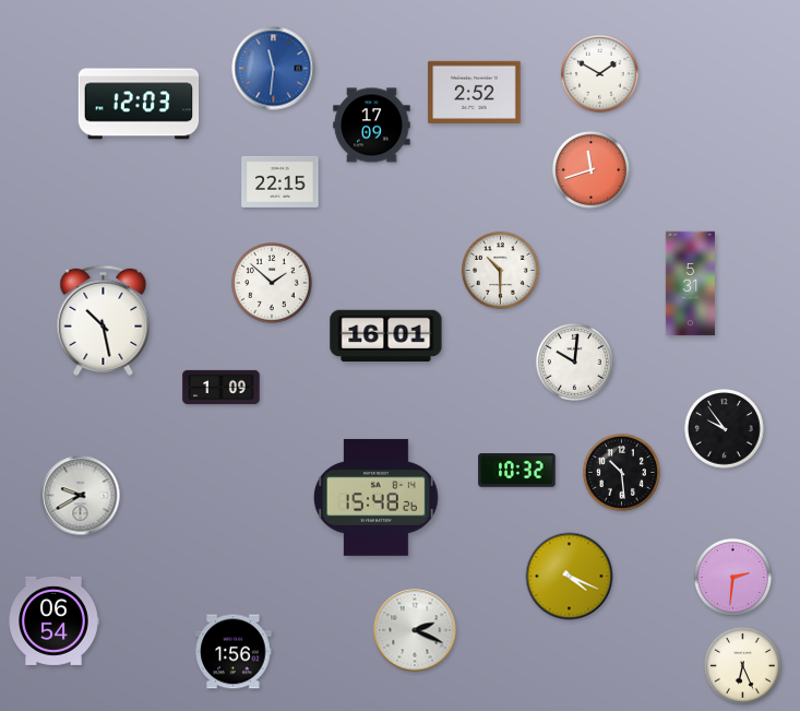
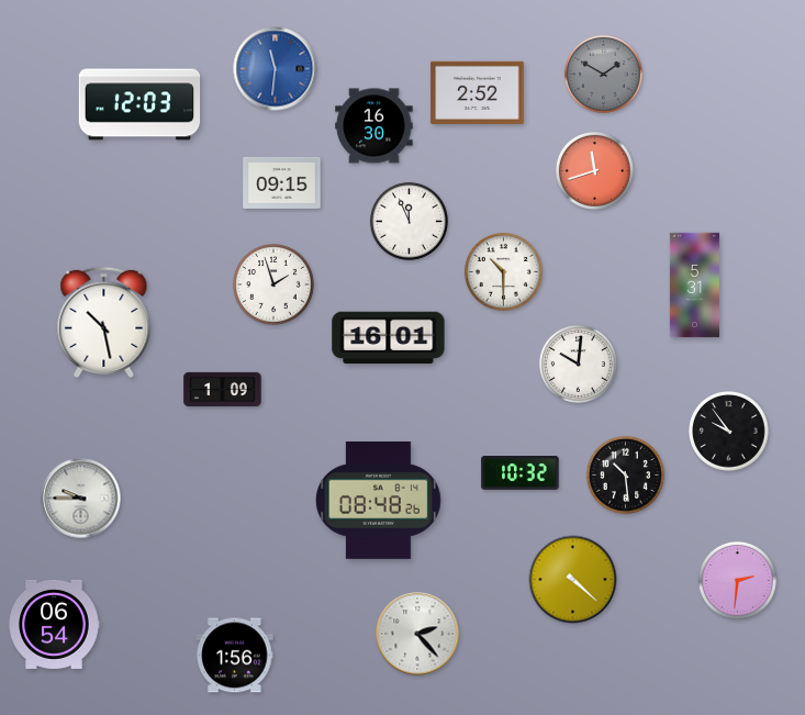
clock at (599, 73) dial: white -> grey
clock at (372, 126): 17:09 -> 16:30
clock at (280, 181): 22:15 -> 09:15
clock at (409, 221): none -> 11:56
clock at (272, 283): 1:52 -> 1:57
clock at (81, 496): 9:40 -> 9:45
clock at (375, 497): 15:48 -> 08:48
clock at (570, 577): 4:19 -> 4:22
clock at (415, 630): 2:19 -> 2:23
clock at (742, 665): 6:26 -> none
